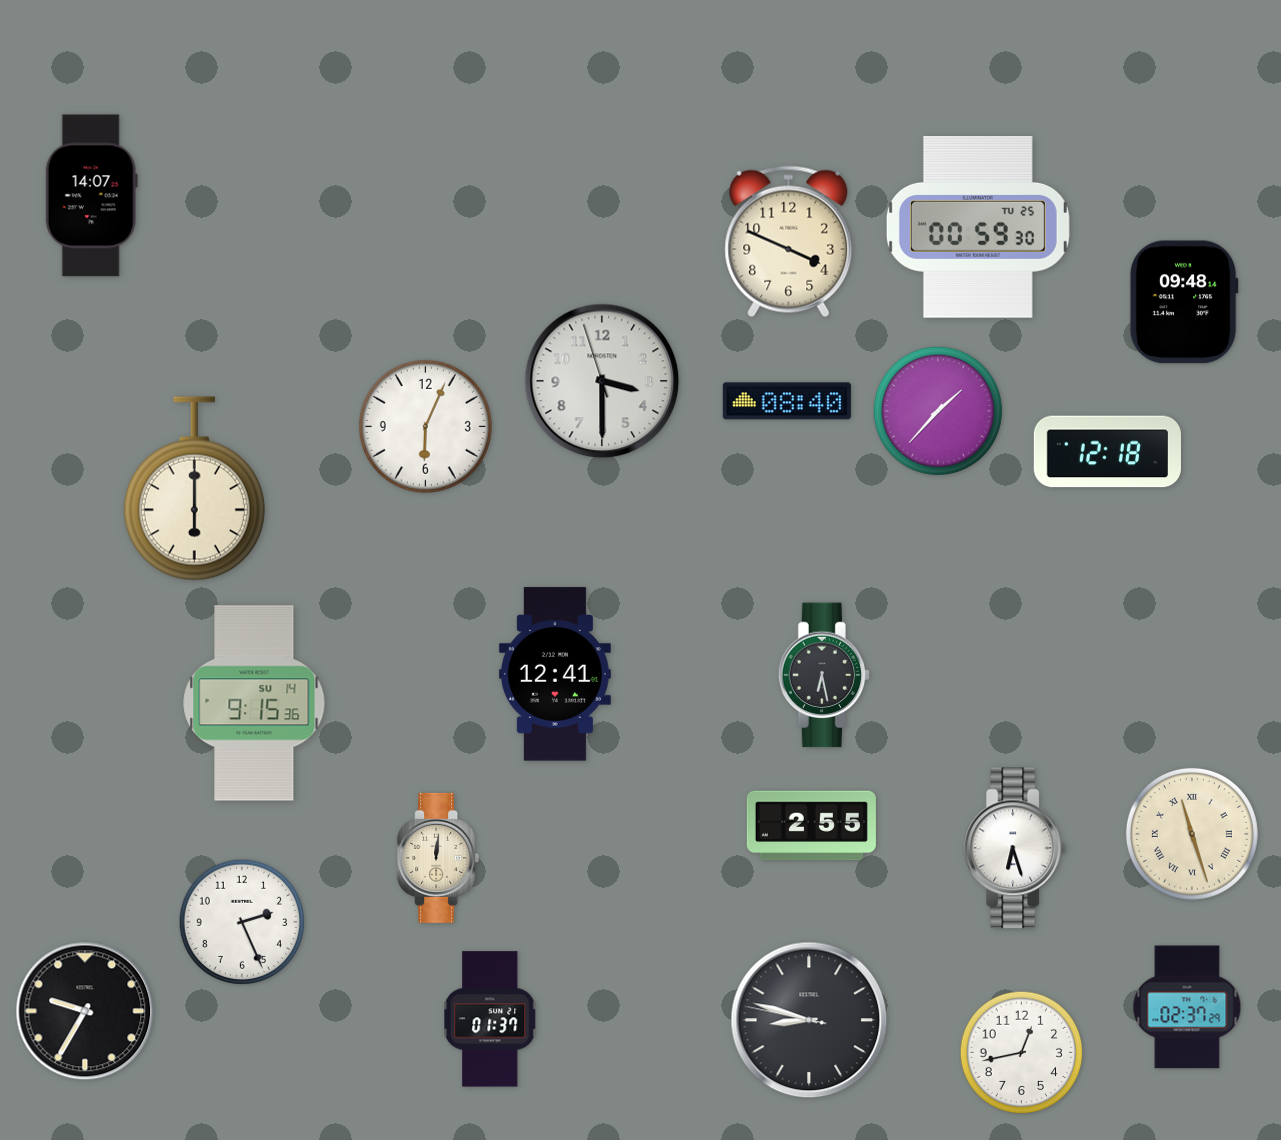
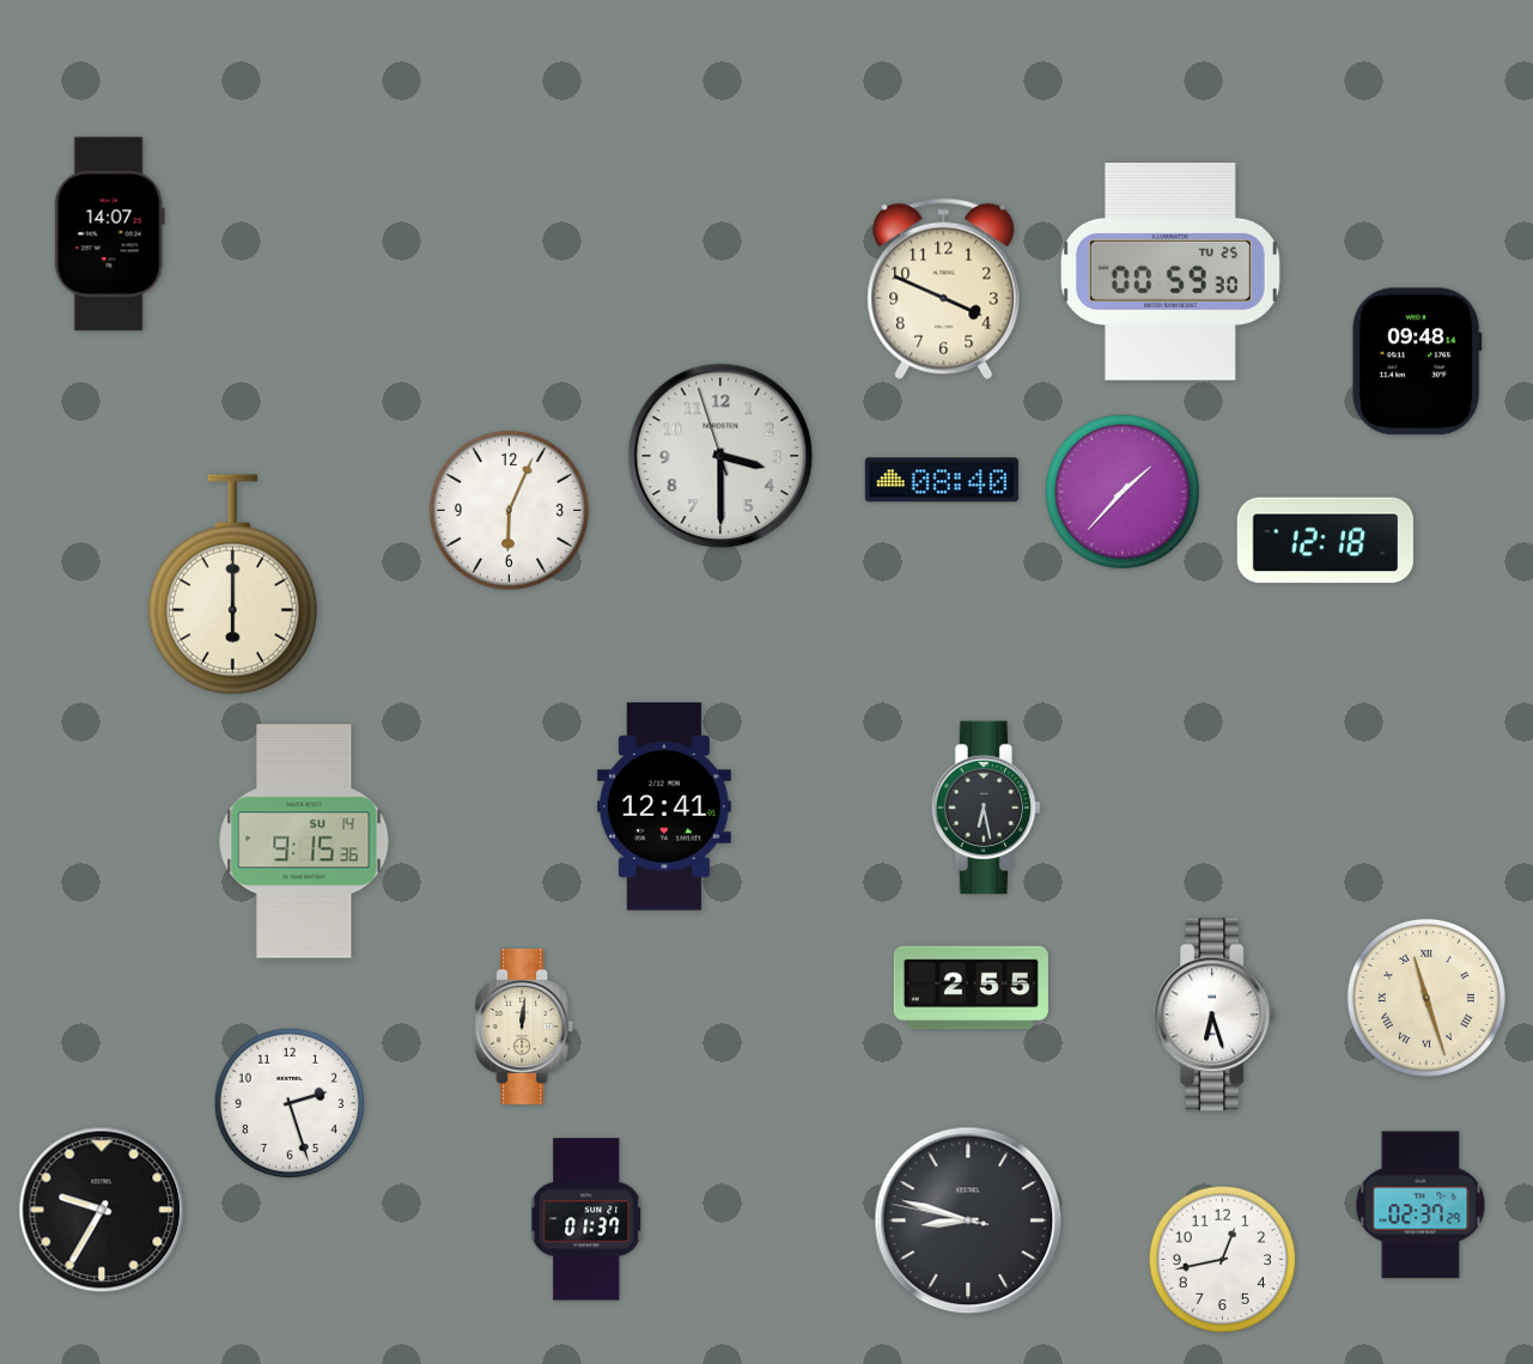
clock at (242, 922): 2:26 -> 2:27
